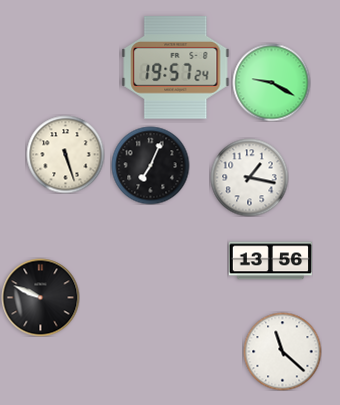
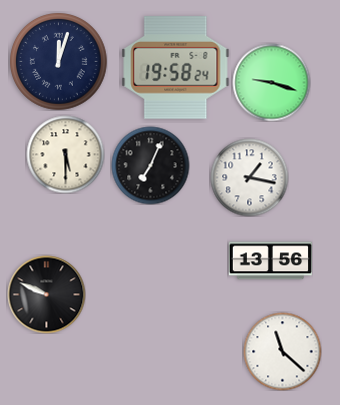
clock at (59, 62): none -> 12:03
clock at (176, 68): 19:57 -> 19:58
clock at (271, 82): 9:20 -> 9:18
clock at (65, 154): 5:27 -> 5:30
clock at (40, 297) position: (40, 297) -> (46, 294)
